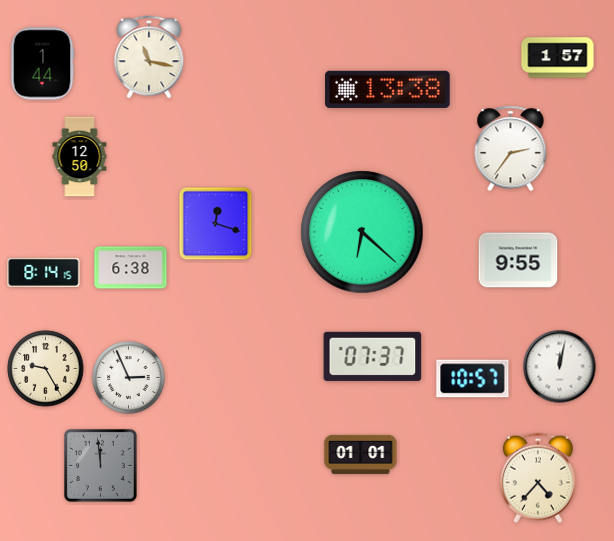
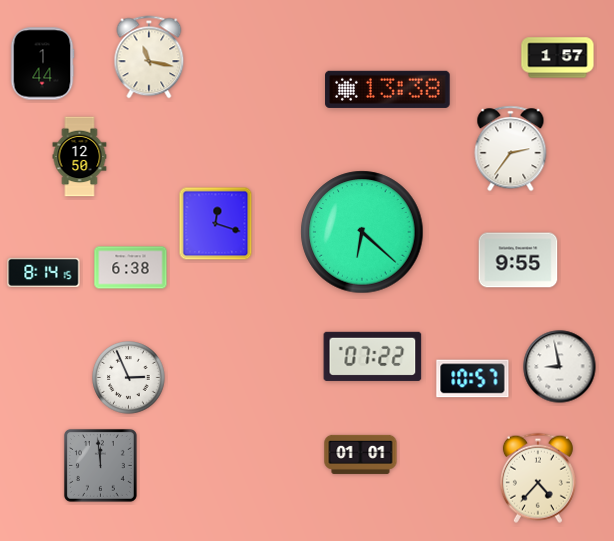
clock at (373, 356): 07:37 -> 07:22
clock at (560, 367): 12:02 -> 8:58
clock at (46, 369): 9:25 -> none
